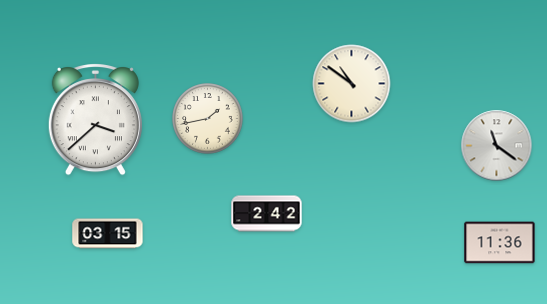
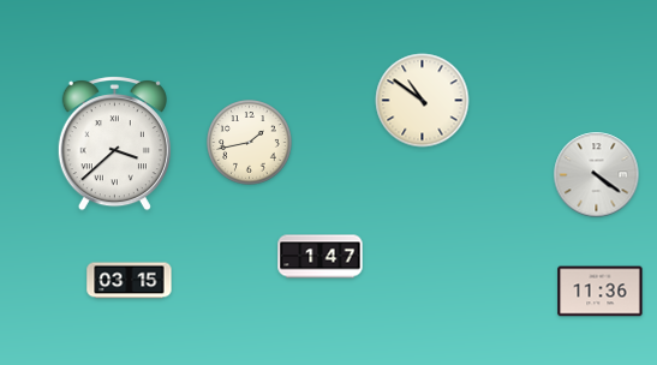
clock at (497, 146): 11:21 -> 4:21
clock at (267, 214): 2:42 -> 1:47
